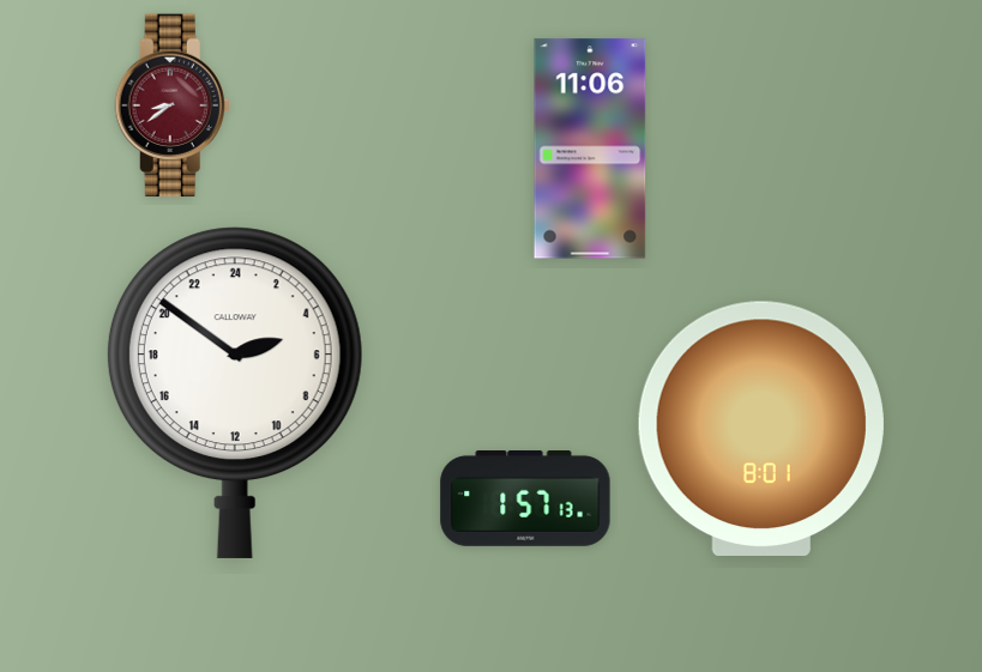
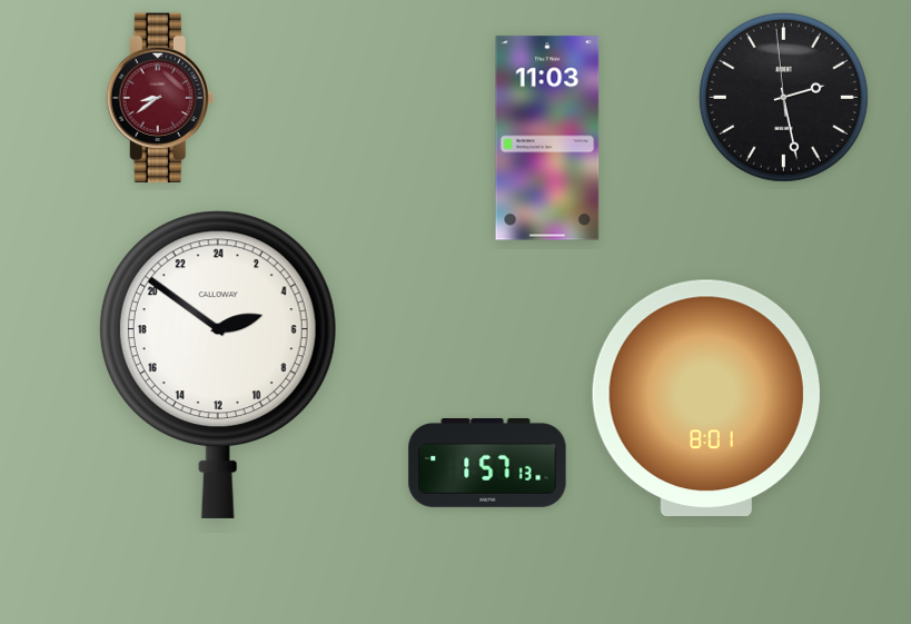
clock at (783, 97): none -> 2:27
clock at (590, 149): 11:06 -> 11:03
